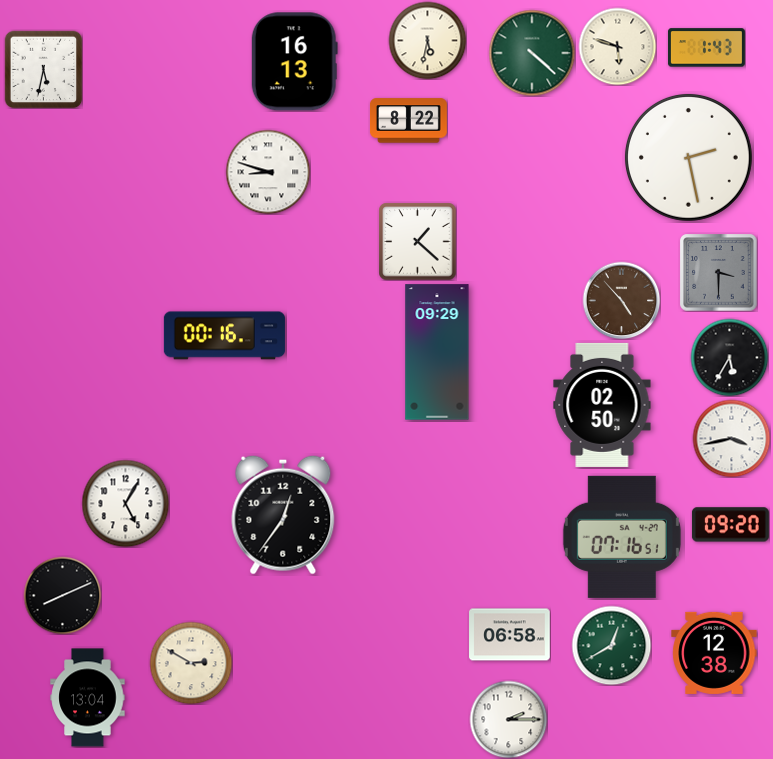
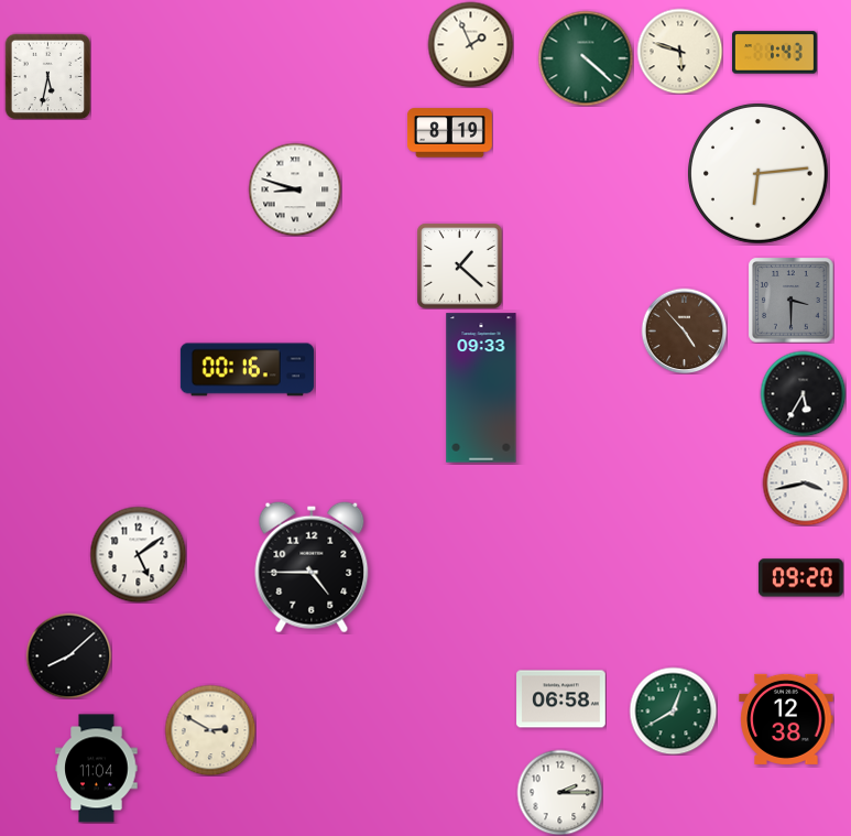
clock at (427, 40): 5:32 -> 1:56
clock at (706, 48) position: (706, 48) -> (774, 53)
clock at (294, 62): 16:13 -> none
clock at (408, 121): 8:22 -> 8:19
clock at (688, 157): 2:28 -> 6:14
clock at (437, 352): 09:29 -> 09:33
clock at (602, 405): 02:50 -> none
clock at (125, 503): 5:05 -> 5:09
clock at (283, 515): 12:36 -> 4:45
clock at (730, 525) position: (730, 525) -> (800, 578)
clock at (622, 537): 07:16 -> none
clock at (62, 595): 8:11 -> 8:08
clock at (88, 698): 13:04 -> 11:04
